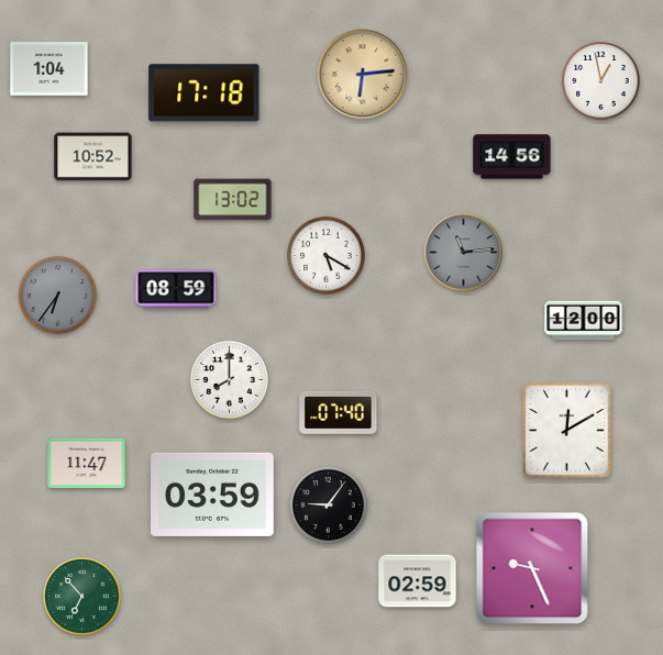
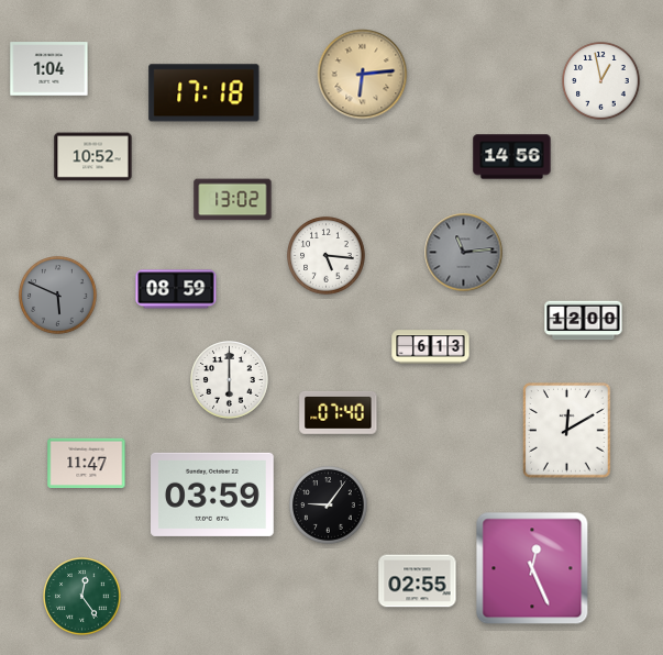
clock at (327, 256): 5:20 -> 5:16
clock at (58, 296): 6:36 -> 5:49
clock at (431, 347): none -> 6:13
clock at (230, 380): 8:00 -> 6:00
clock at (532, 568): 9:26 -> 12:26
clock at (418, 581): 02:59 -> 02:55
clock at (82, 597): 6:53 -> 12:24
